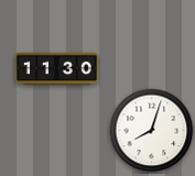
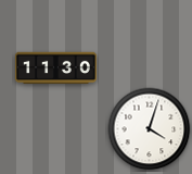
clock at (152, 131): 8:03 -> 4:03
